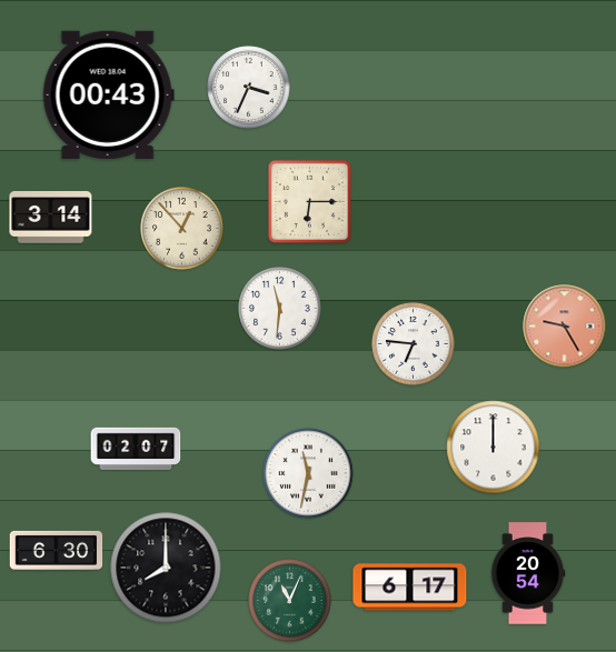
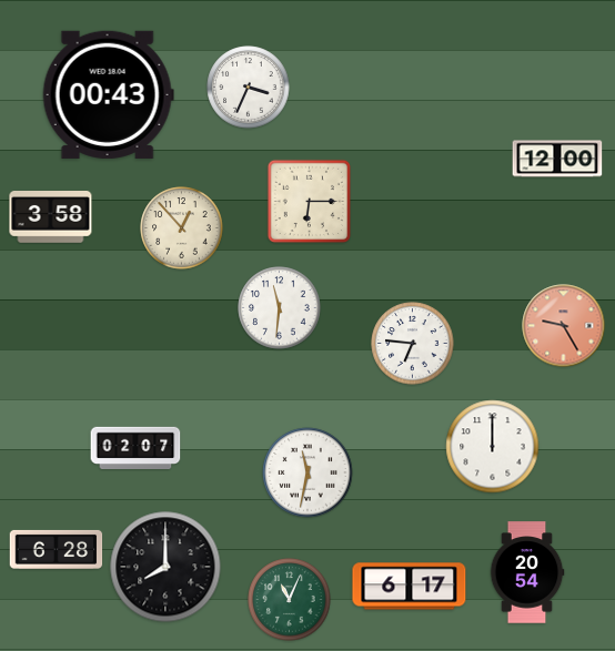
clock at (557, 159): none -> 12:00
clock at (51, 218): 3:14 -> 3:58
clock at (57, 550): 6:30 -> 6:28
